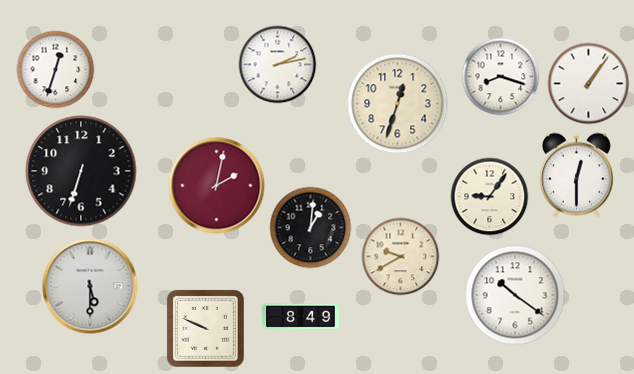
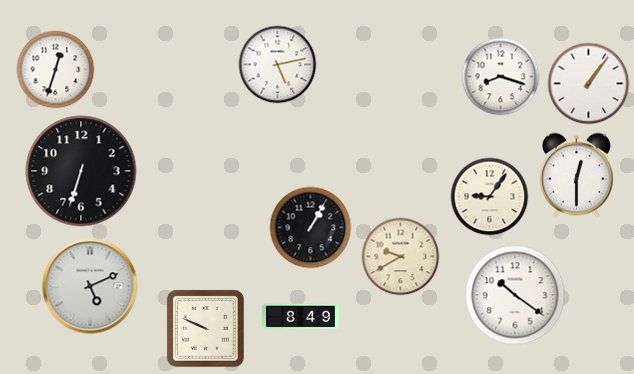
clock at (277, 64): 2:13 -> 5:13
clock at (398, 104): 12:33 -> none
clock at (217, 186): 2:02 -> none
clock at (310, 227): 1:01 -> 1:05
clock at (90, 286): 5:30 -> 5:11
